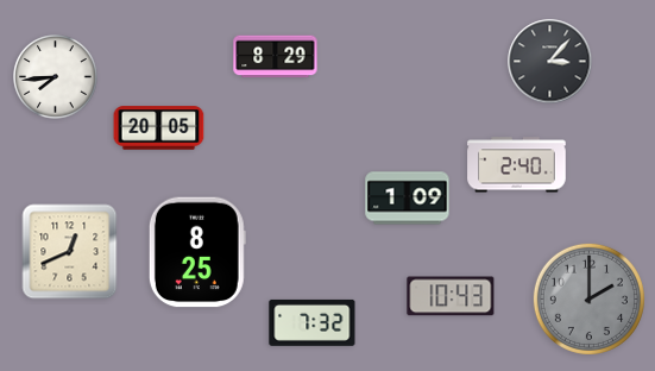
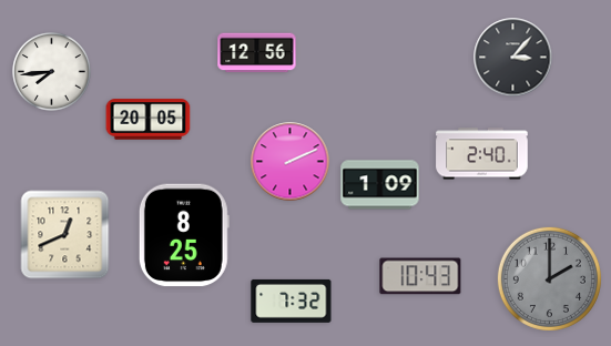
clock at (276, 57): 8:29 -> 12:56
clock at (291, 162): none -> 2:11
